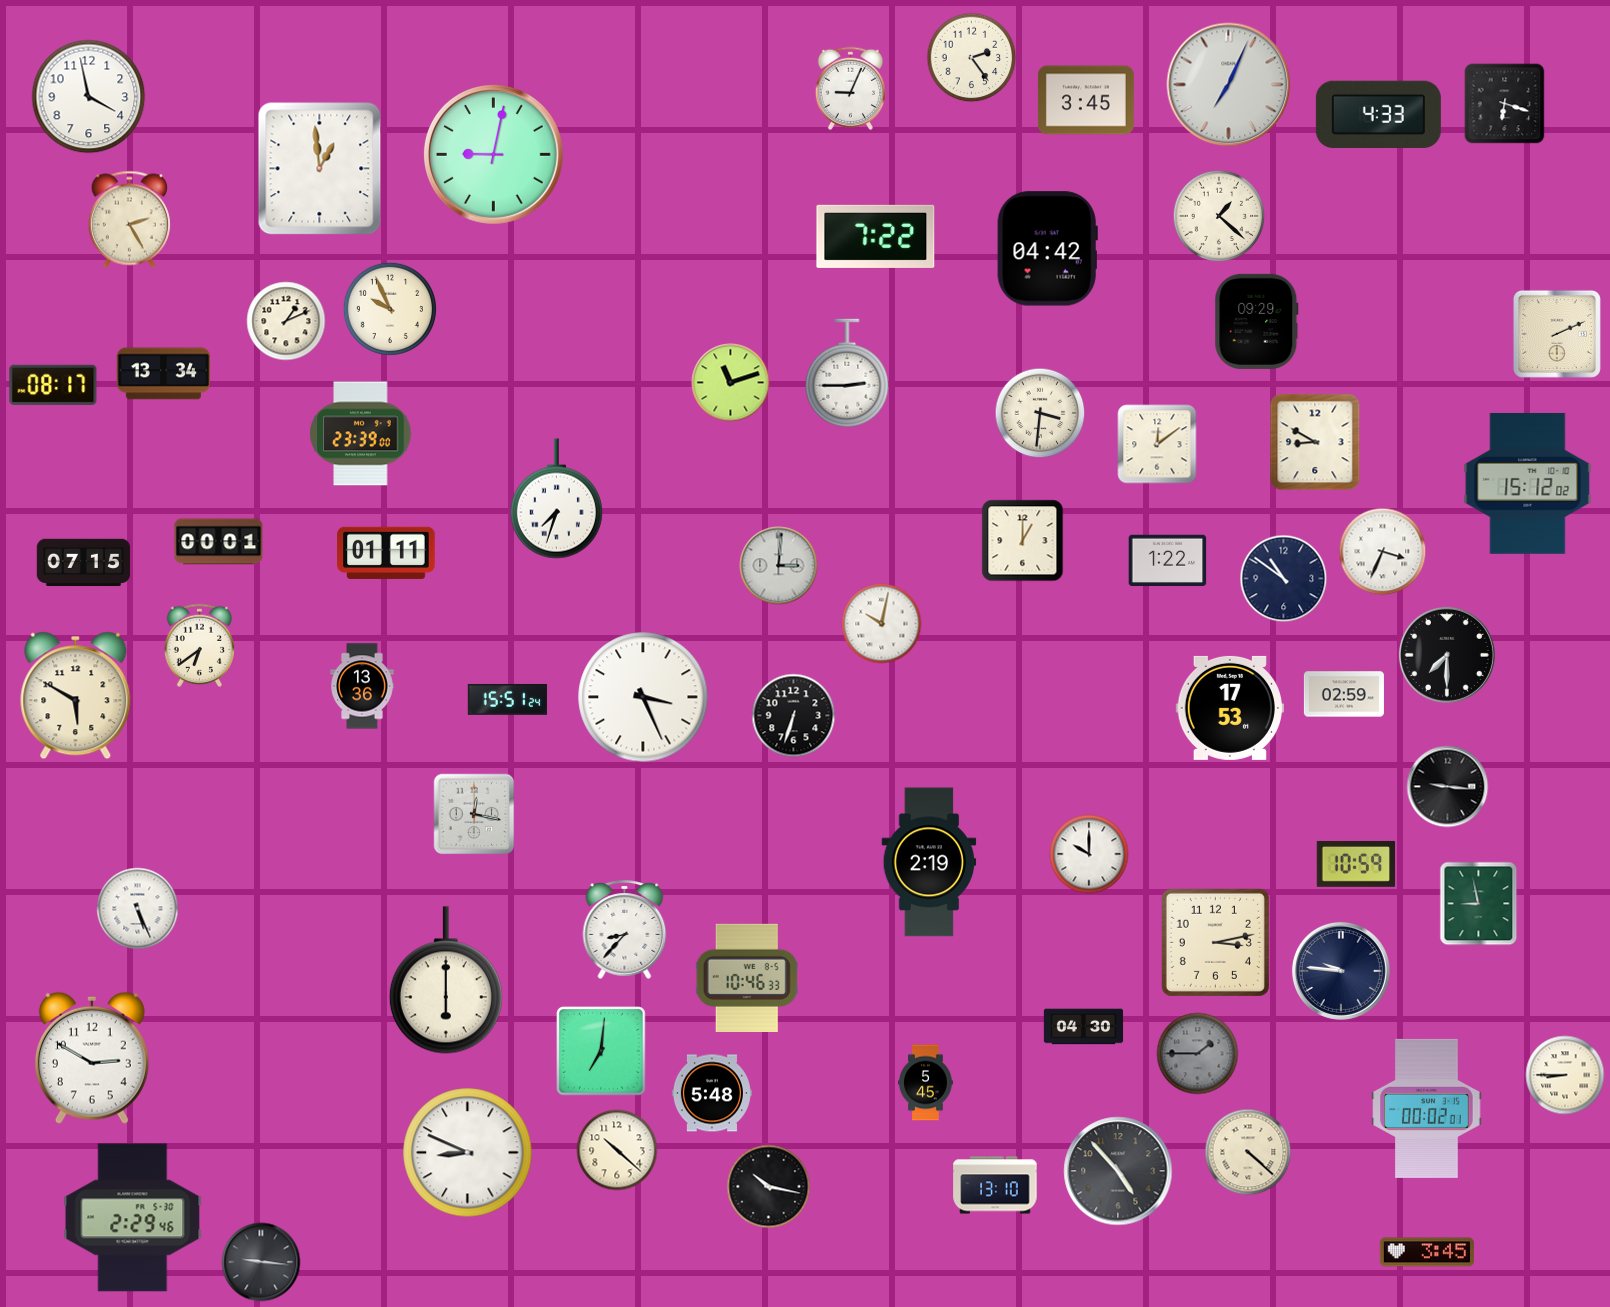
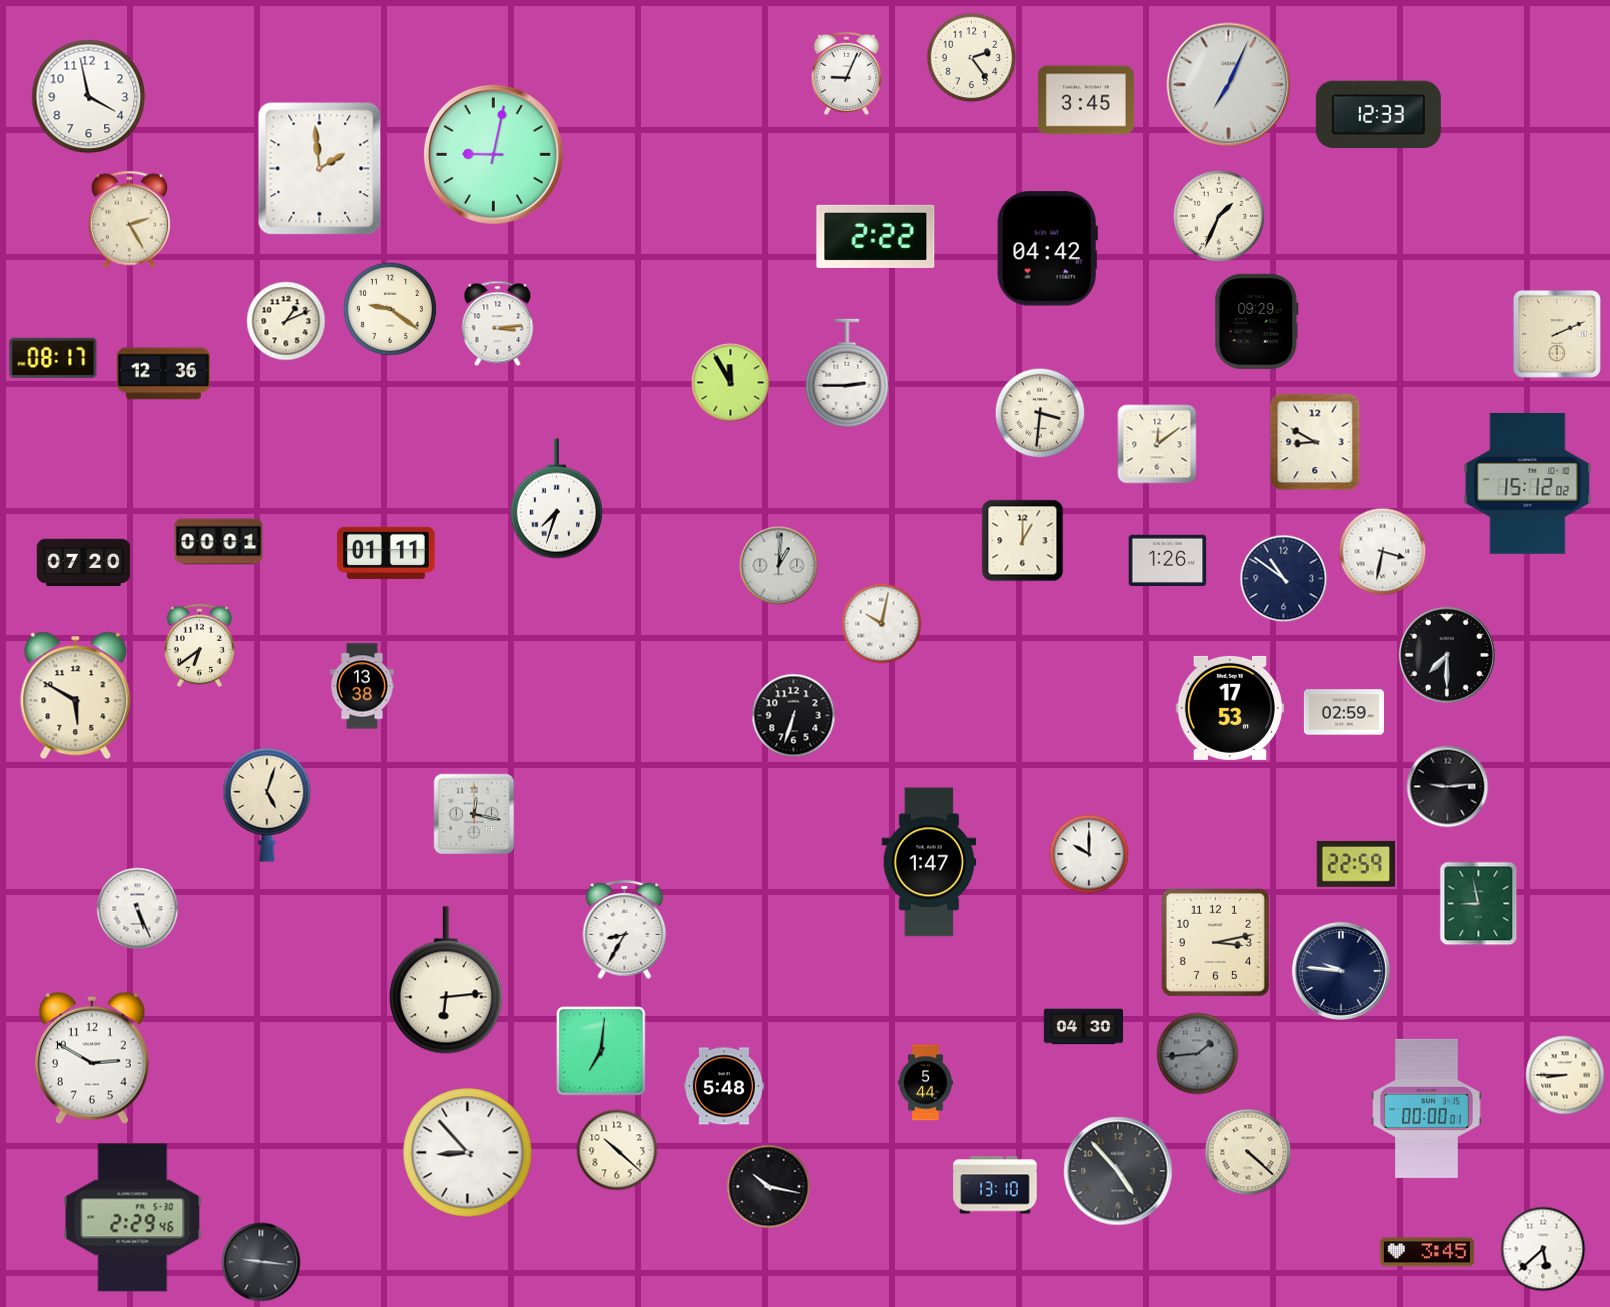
clock at (850, 88) position: (850, 88) -> (846, 73)
clock at (1505, 104): 6:18 -> none
clock at (1378, 114): 4:33 -> 12:33
clock at (320, 169): 12:59 -> 1:59
clock at (1219, 216): 1:22 -> 1:34
clock at (876, 236): 7:22 -> 2:22
clock at (390, 309): 9:56 -> 9:21
clock at (498, 324): none -> 3:14
clock at (164, 374): 13:34 -> 12:36
clock at (731, 383): 11:12 -> 11:55
clock at (53, 385) position: (53, 385) -> (53, 358)
clock at (361, 434): 23:39 -> none
clock at (1383, 552): 3:34 -> 3:32
clock at (1168, 560): 1:22 -> 1:26
clock at (84, 563): 07:15 -> 07:20
clock at (779, 566): 3:01 -> 1:01
clock at (362, 686): 13:36 -> 13:38
clock at (1344, 694) position: (1344, 694) -> (1344, 712)
clock at (643, 697): 3:26 -> none
clock at (507, 699): 15:51 -> none
clock at (1448, 787): 9:16 -> 9:14
clock at (267, 805): none -> 5:03
clock at (929, 862): 2:19 -> 1:47
clock at (1356, 864): 10:59 -> 22:59
clock at (625, 929): 8:37 -> 8:35
clock at (747, 977): 10:46 -> none
clock at (446, 980): 6:00 -> 6:14
clock at (1198, 1054): 1:45 -> 1:44
clock at (926, 1083): 5:45 -> 5:44
clock at (712, 1093) position: (712, 1093) -> (724, 1086)
clock at (1427, 1108): 00:02 -> 00:00
clock at (468, 1153): 8:49 -> 8:53
clock at (1543, 1249): none -> 5:38
